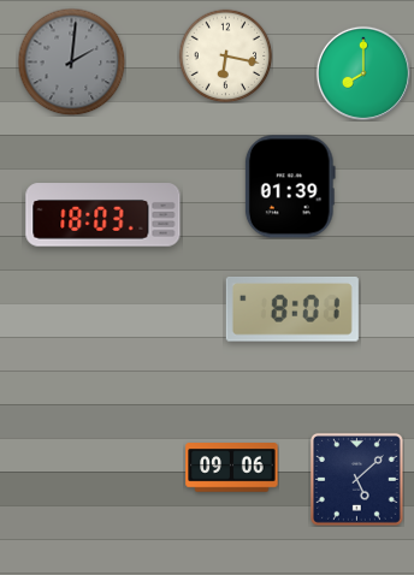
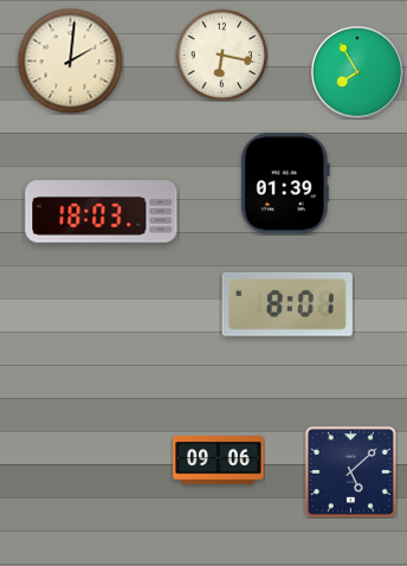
clock at (71, 61) dial: grey -> cream
clock at (363, 73): 8:00 -> 7:55
clock at (232, 468) position: (232, 468) -> (219, 461)
